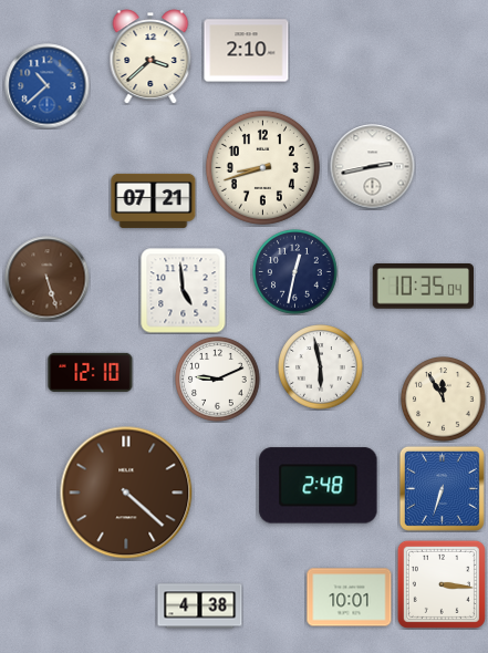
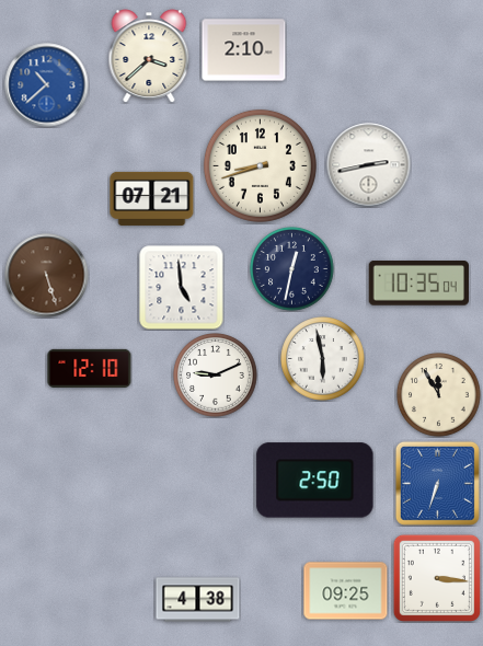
clock at (321, 367) position: (321, 367) -> (323, 359)
clock at (319, 486): 2:48 -> 2:50
clock at (126, 493): 4:22 -> none
clock at (350, 598): 10:01 -> 09:25
